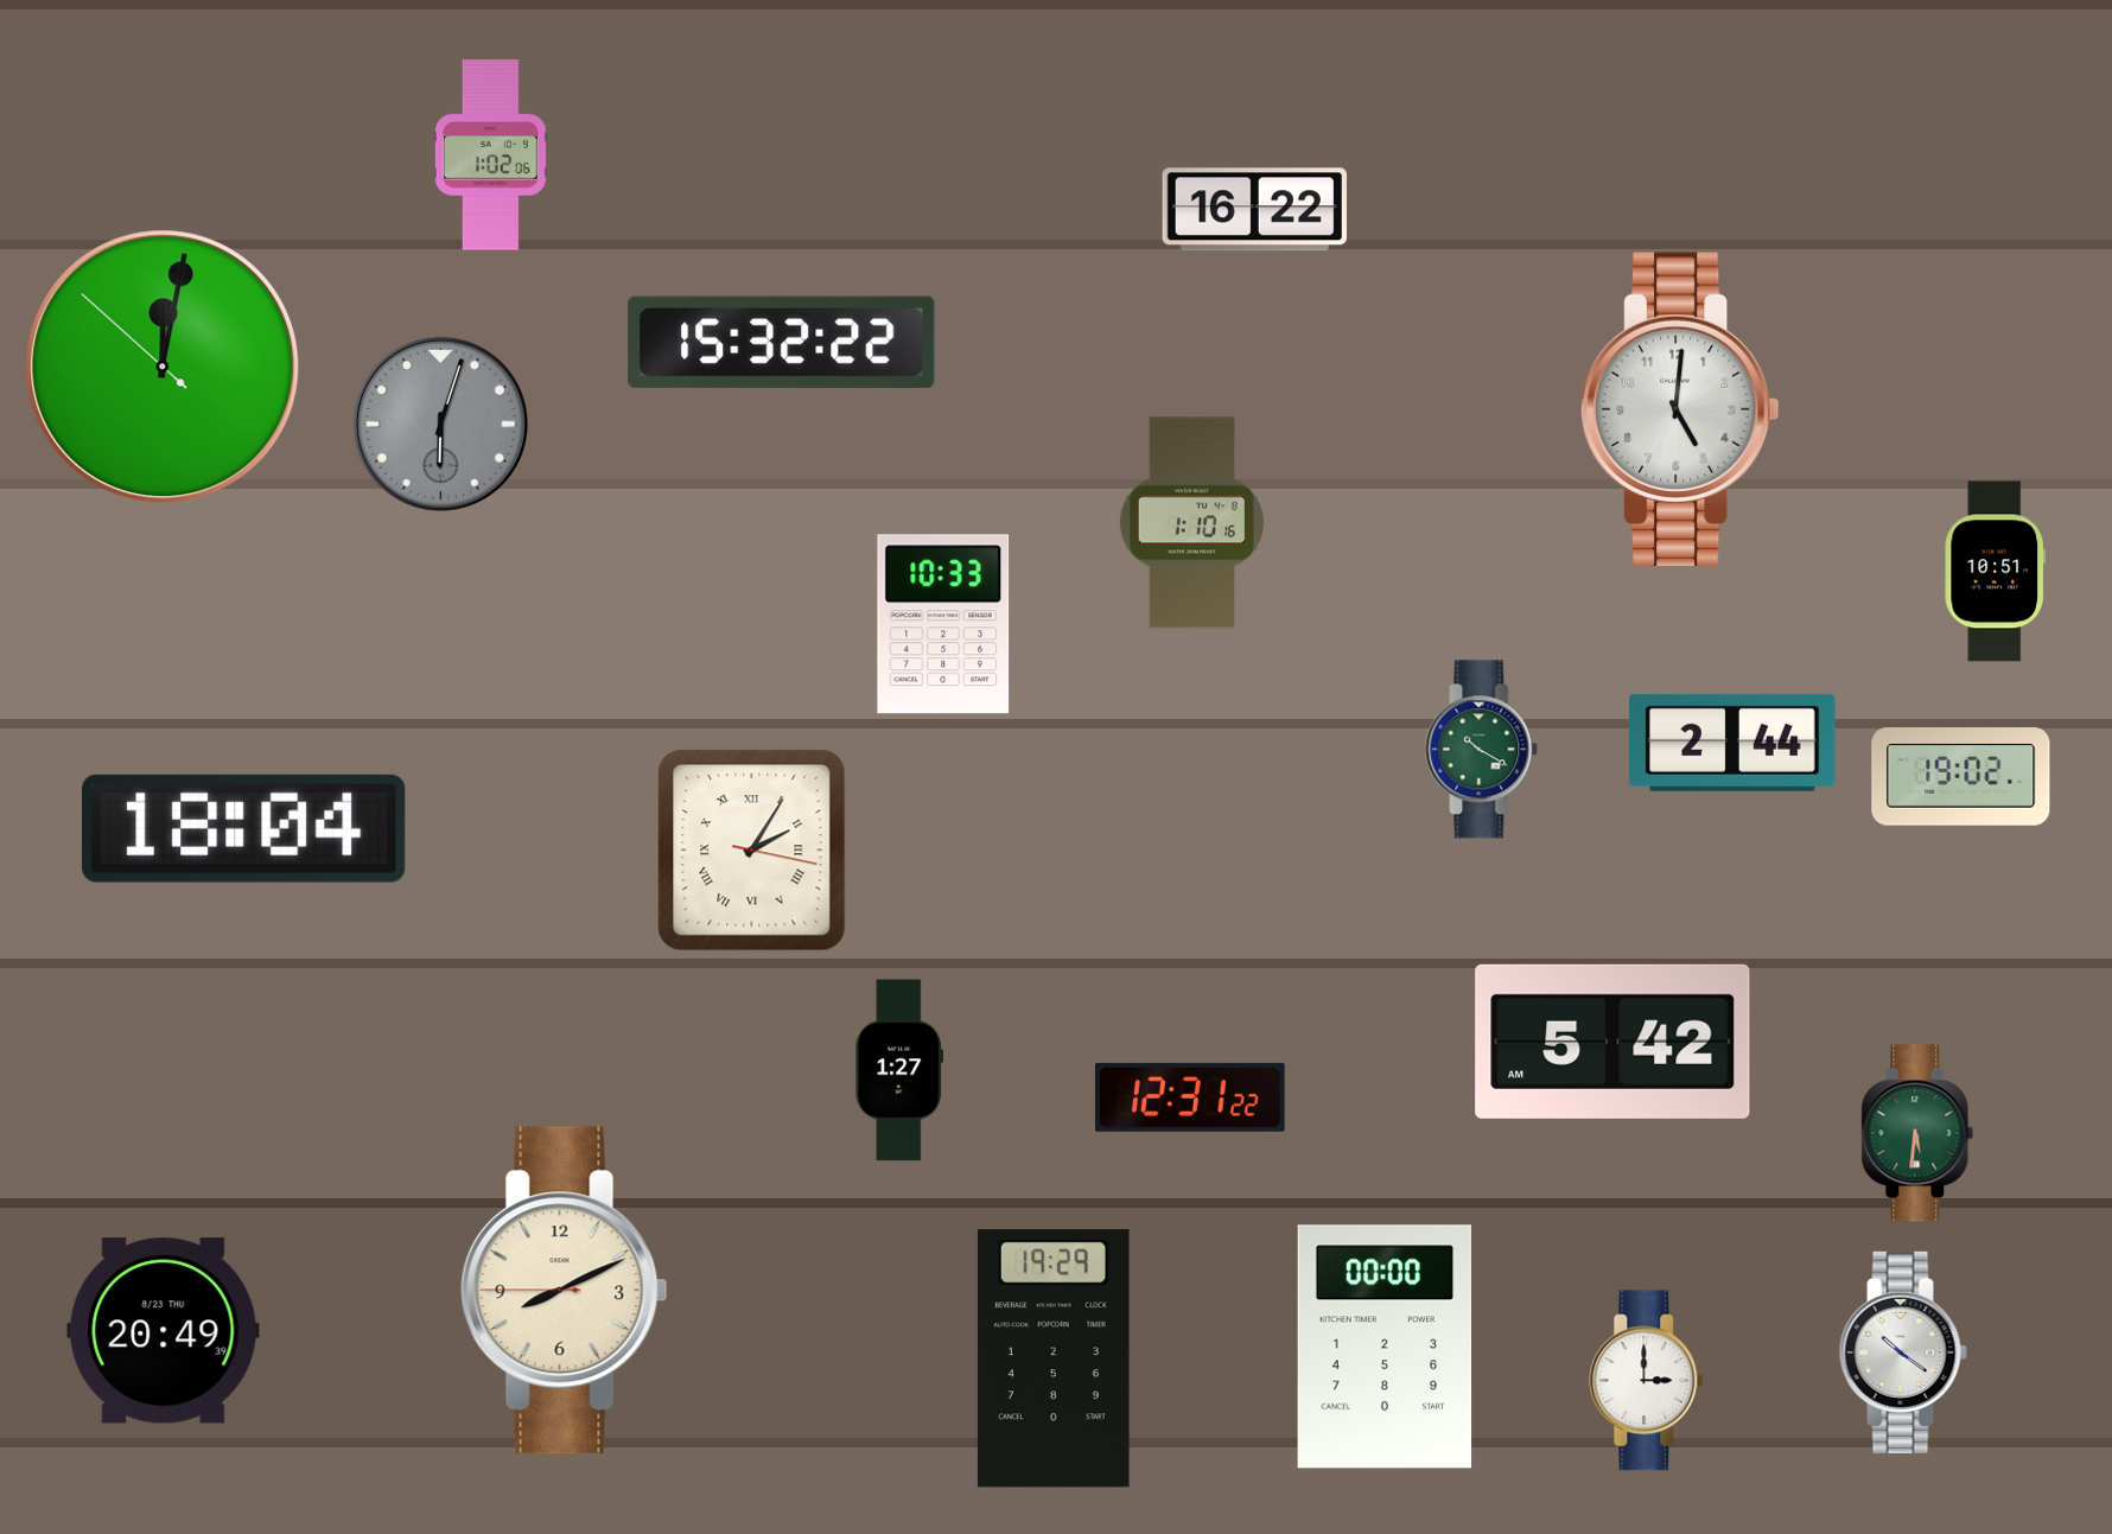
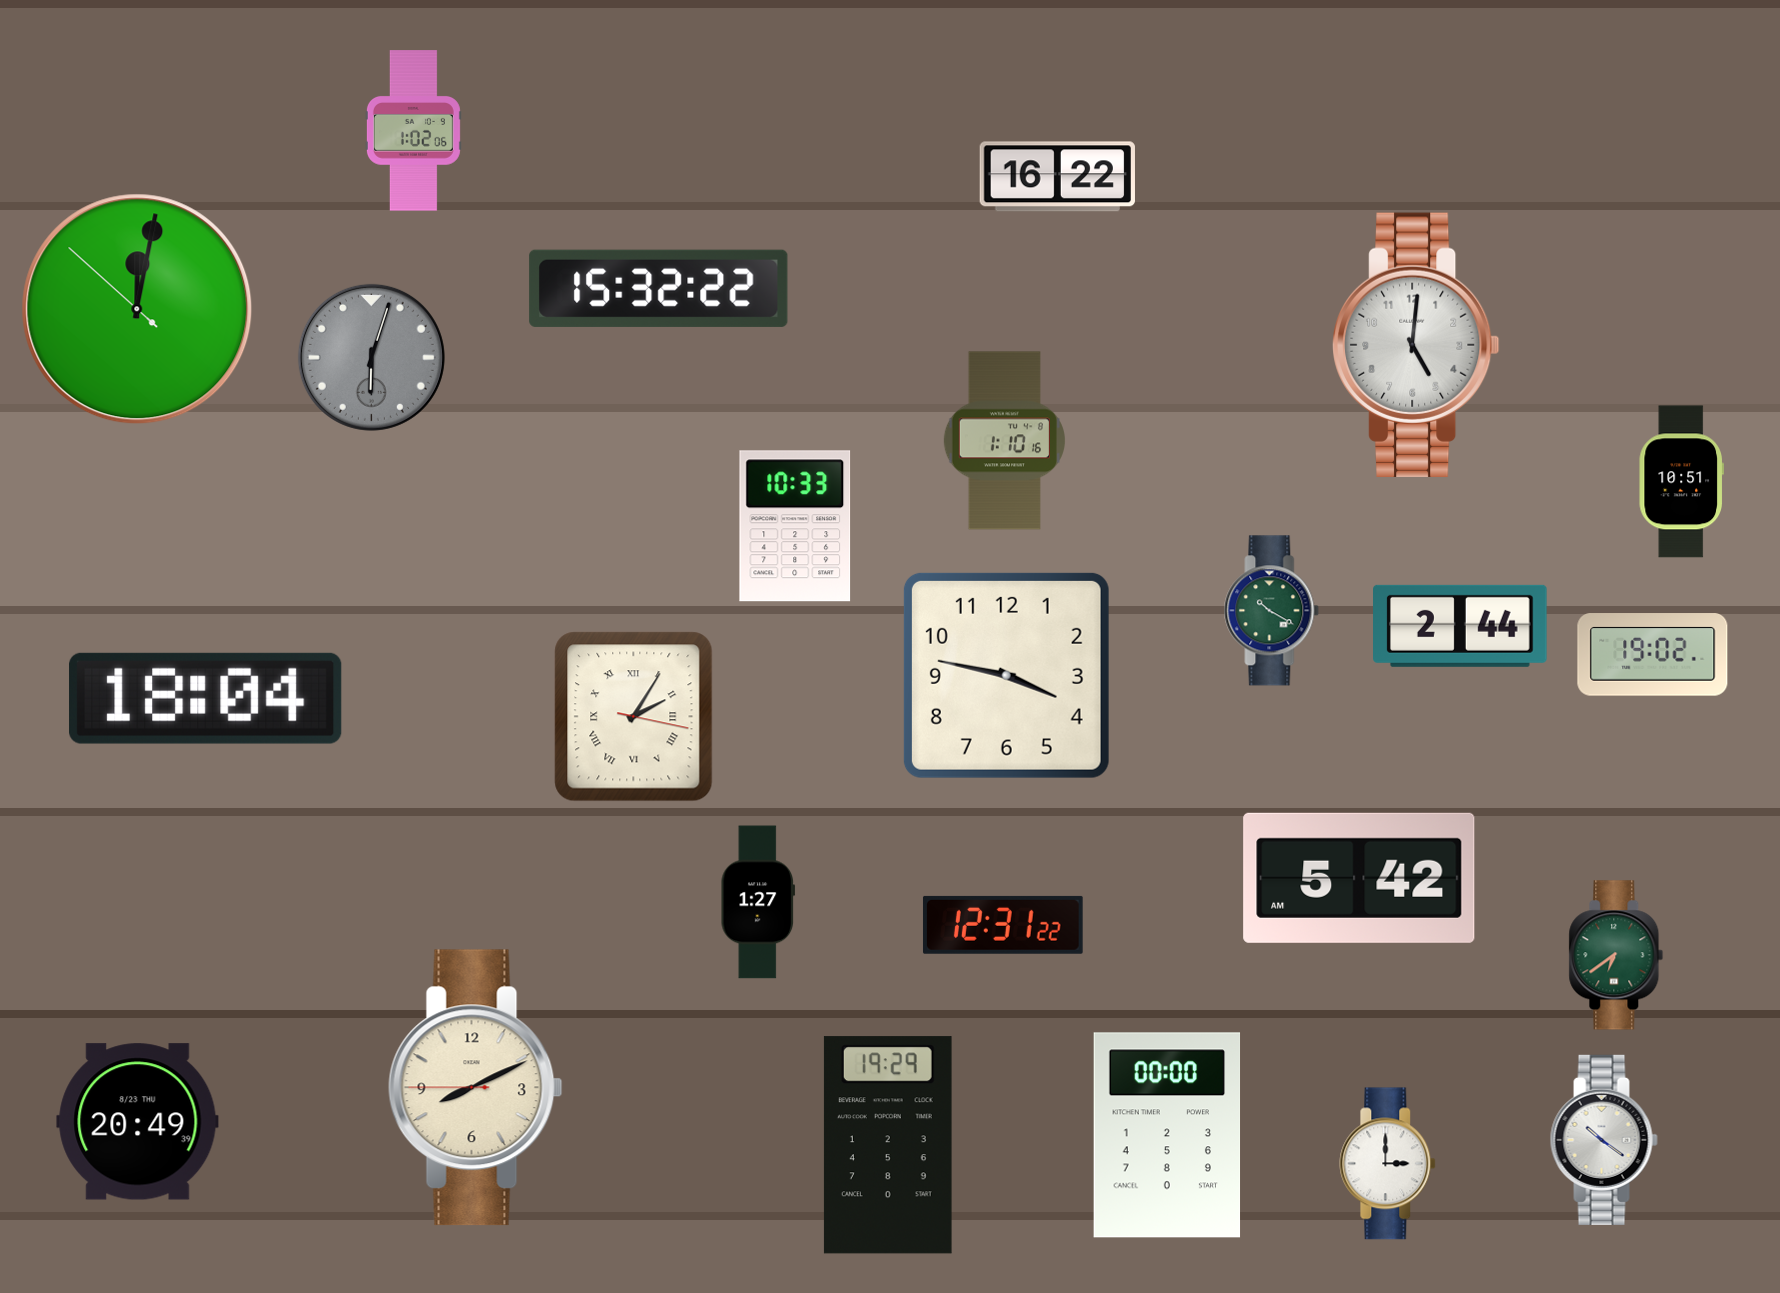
clock at (1482, 750) position: (1482, 750) -> (1272, 611)
clock at (1006, 675): none -> 3:47
clock at (1917, 1133): 5:31 -> 6:39
